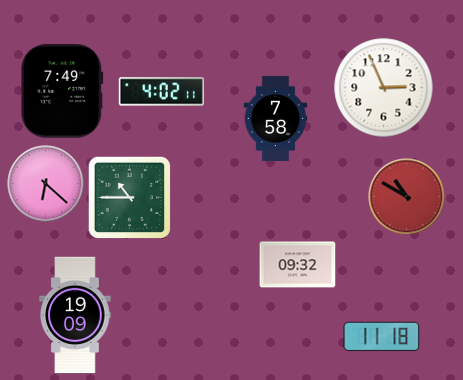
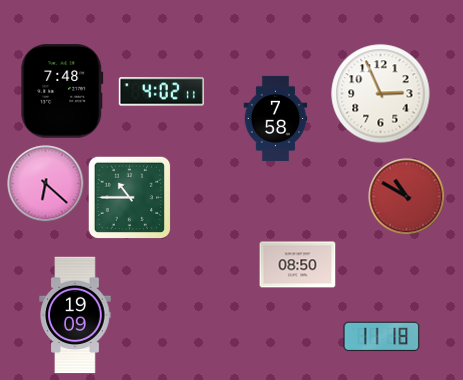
clock at (384, 88) position: (384, 88) -> (381, 94)
clock at (62, 91): 7:49 -> 7:48
clock at (298, 265): 09:32 -> 08:50
